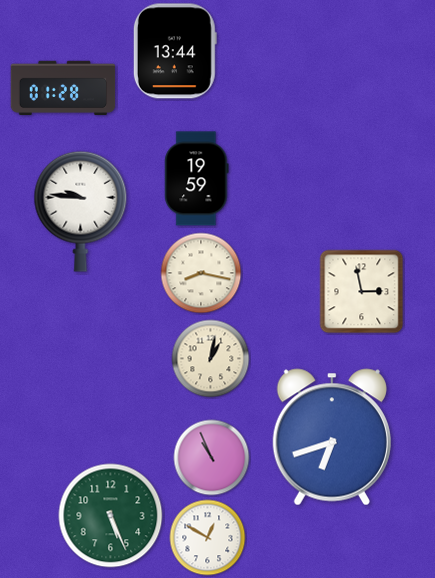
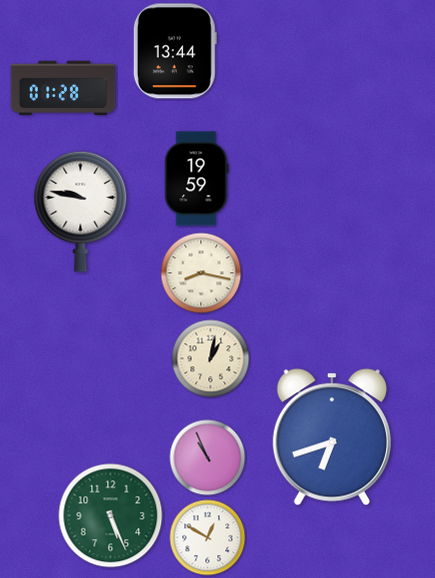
clock at (81, 211): 9:46 -> 9:47
clock at (362, 292): 2:58 -> none
clock at (212, 458) position: (212, 458) -> (208, 458)
